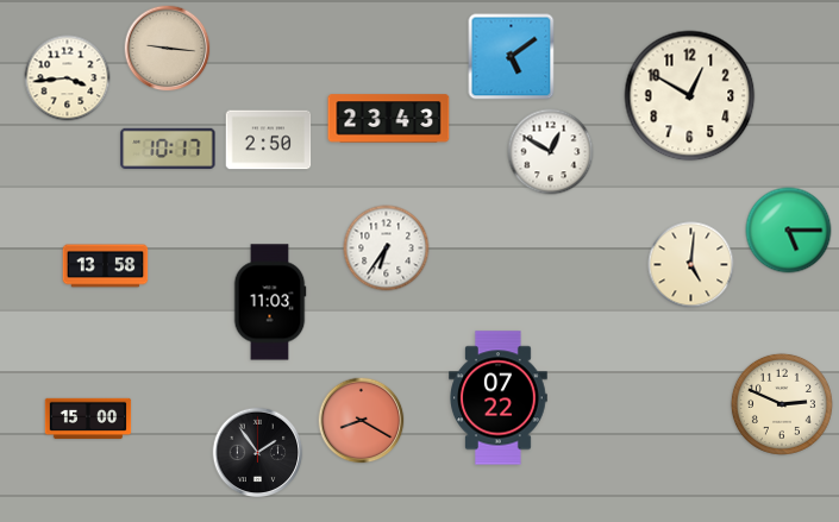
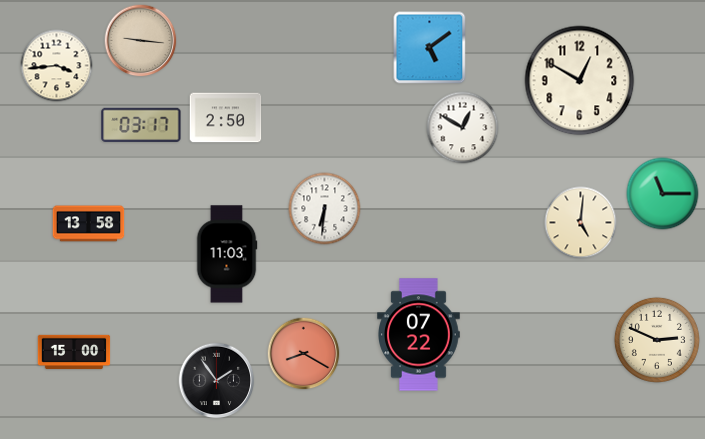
clock at (389, 119): 23:43 -> none
clock at (168, 149): 10:17 -> 03:17
clock at (789, 231): 5:15 -> 11:15
clock at (387, 249): 6:36 -> 6:31
